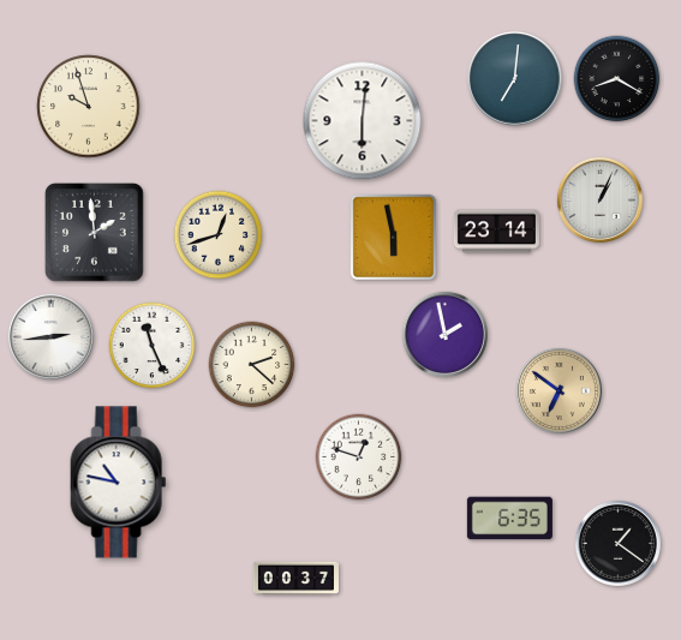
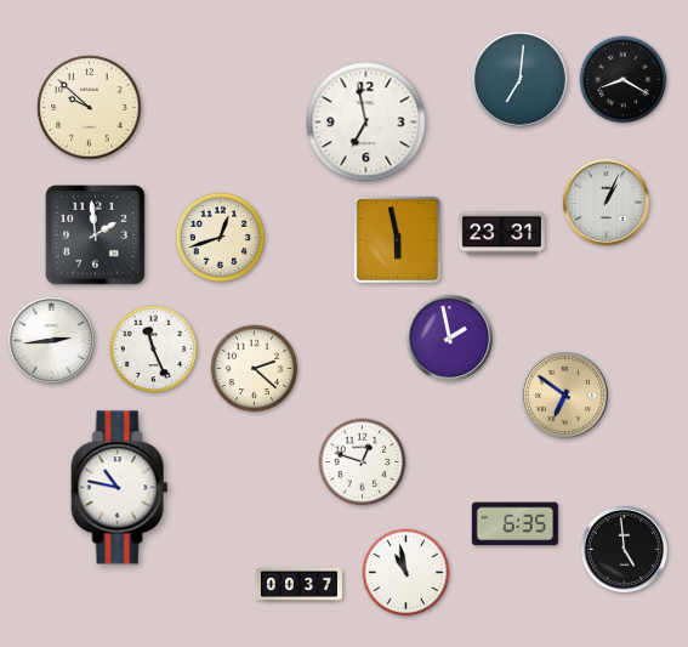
clock at (89, 107): 9:57 -> 9:52
clock at (363, 121): 6:01 -> 6:58
clock at (496, 232): 23:14 -> 23:31
clock at (617, 543): 1:21 -> 4:59
clock at (406, 573): none -> 10:58
